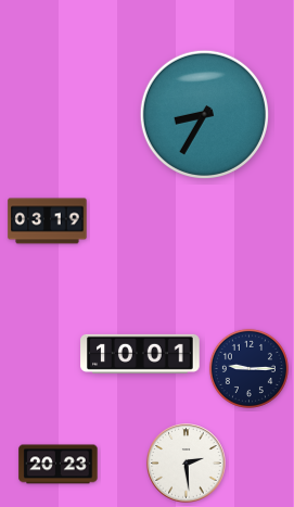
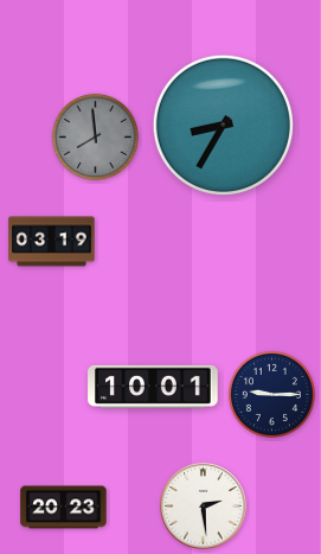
clock at (95, 136): none -> 7:59
clock at (248, 368) position: (248, 368) -> (271, 394)
